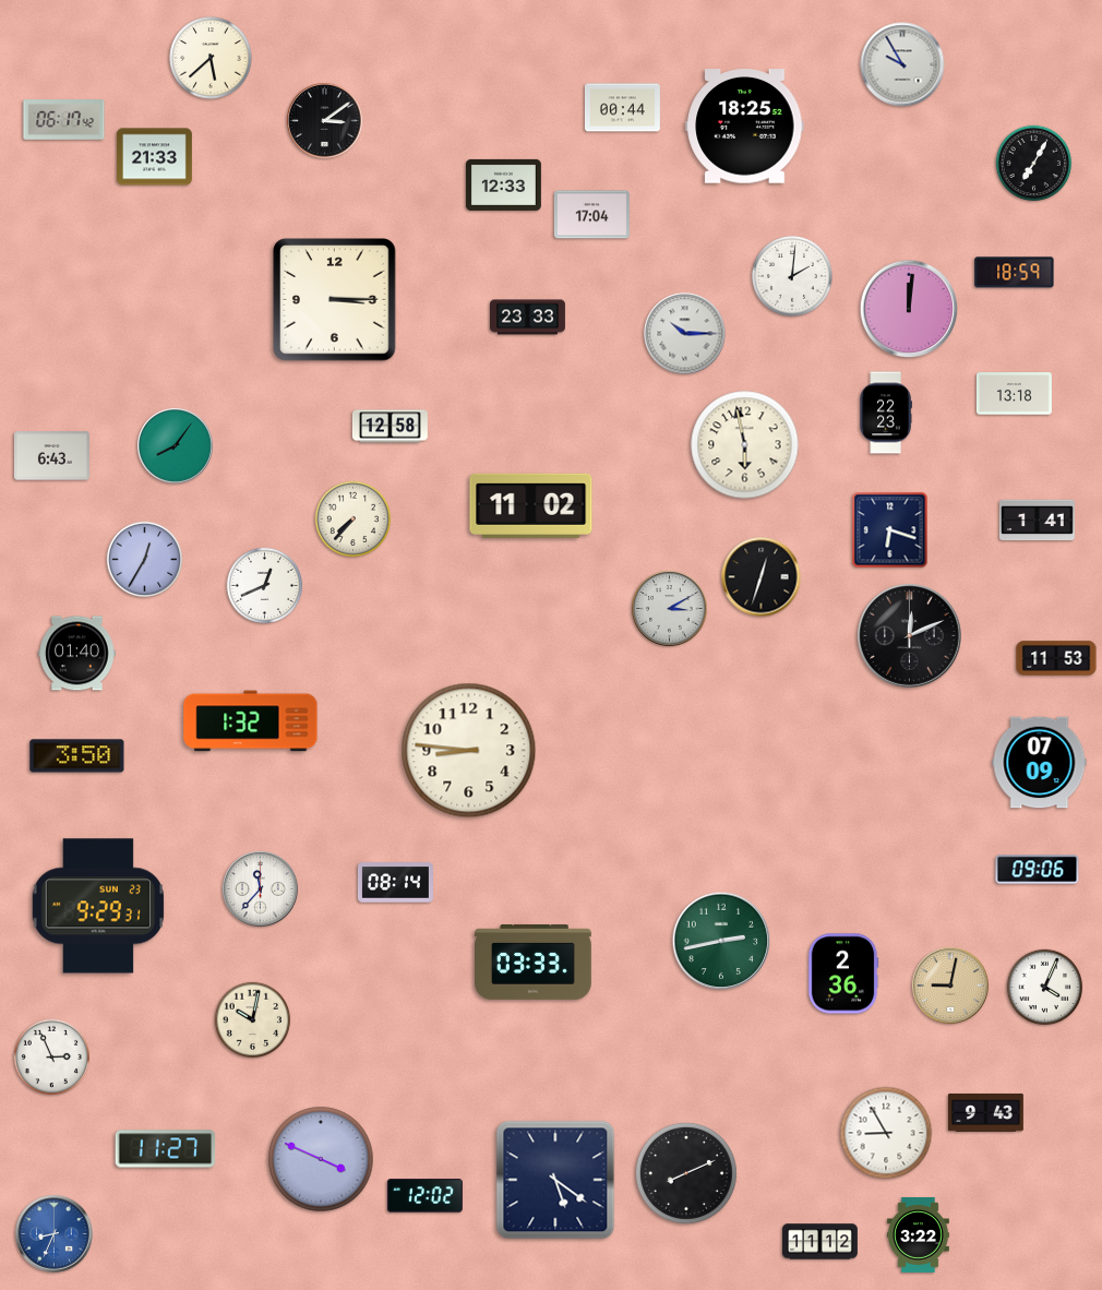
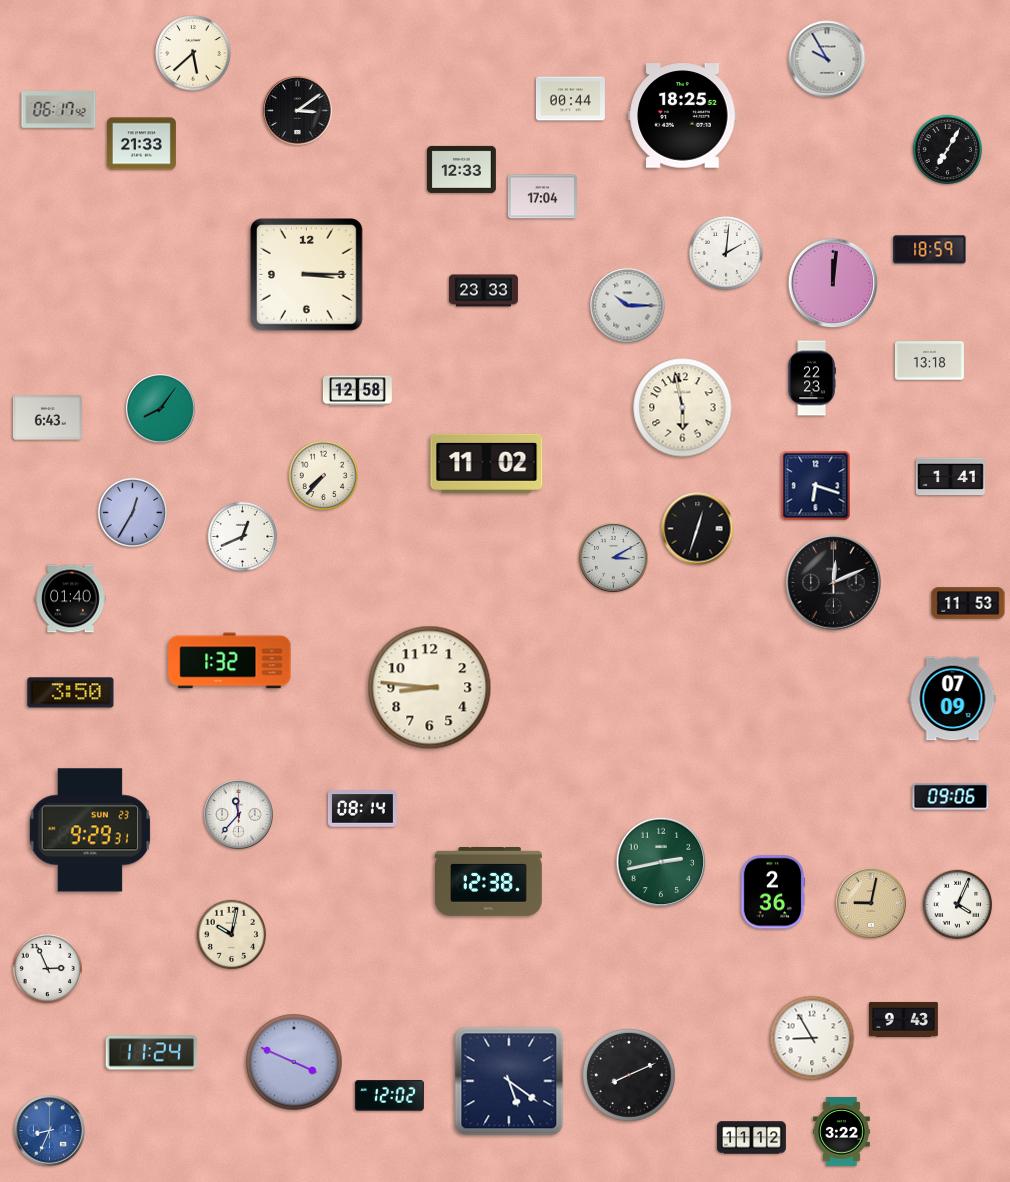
clock at (534, 963): 03:33 -> 12:38
clock at (166, 1149): 11:27 -> 11:24
